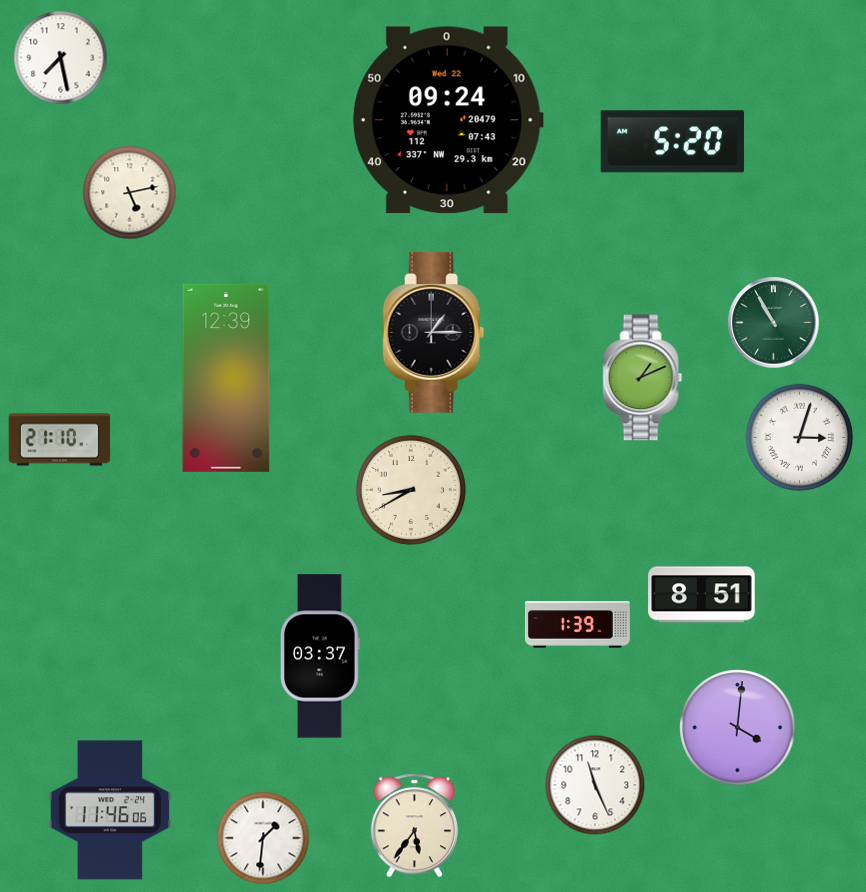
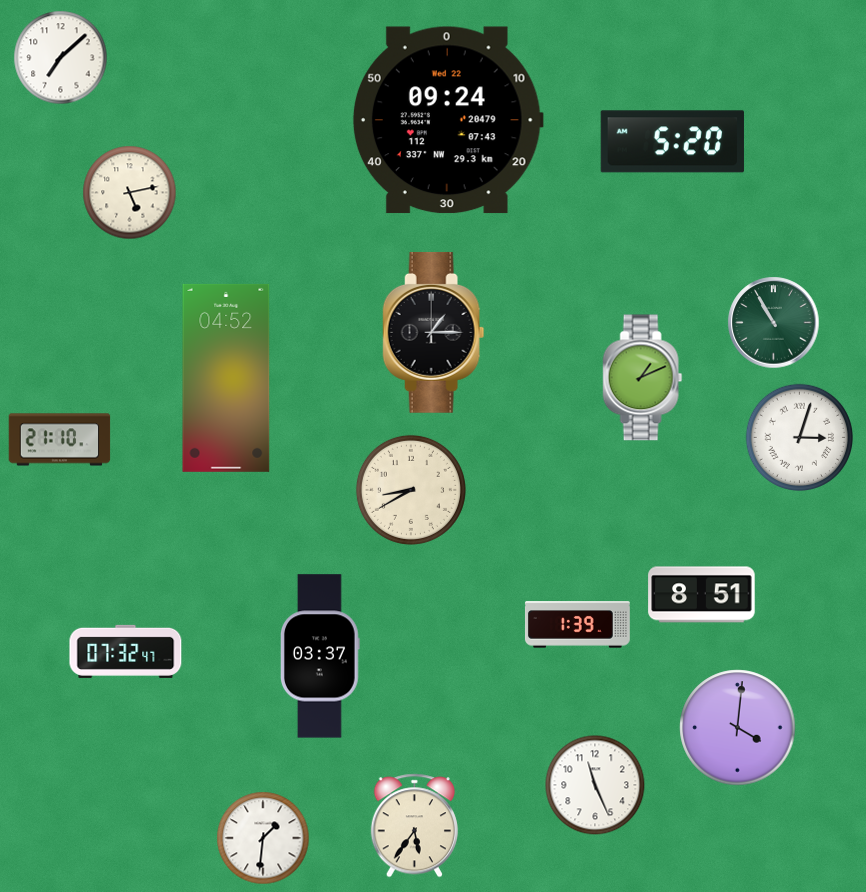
clock at (61, 58): 7:28 -> 7:08
clock at (226, 378): 12:39 -> 04:52
clock at (126, 651): none -> 07:32
clock at (109, 810): 11:46 -> none
